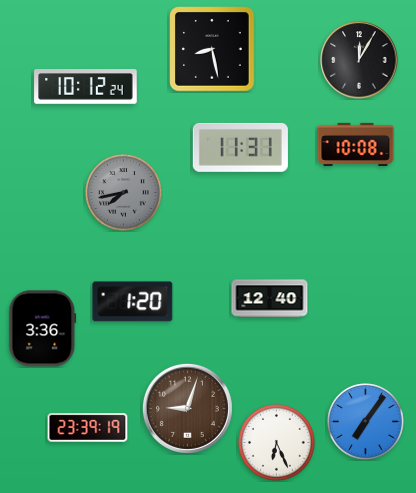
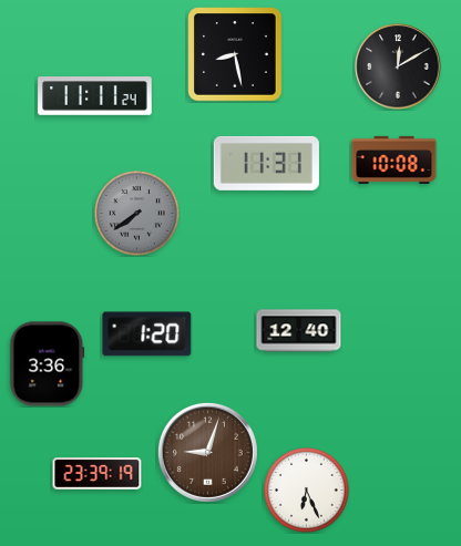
clock at (359, 60): 12:05 -> 12:10
clock at (86, 87): 10:12 -> 11:11
clock at (124, 193): 7:43 -> 7:39
clock at (366, 422): 7:06 -> none
